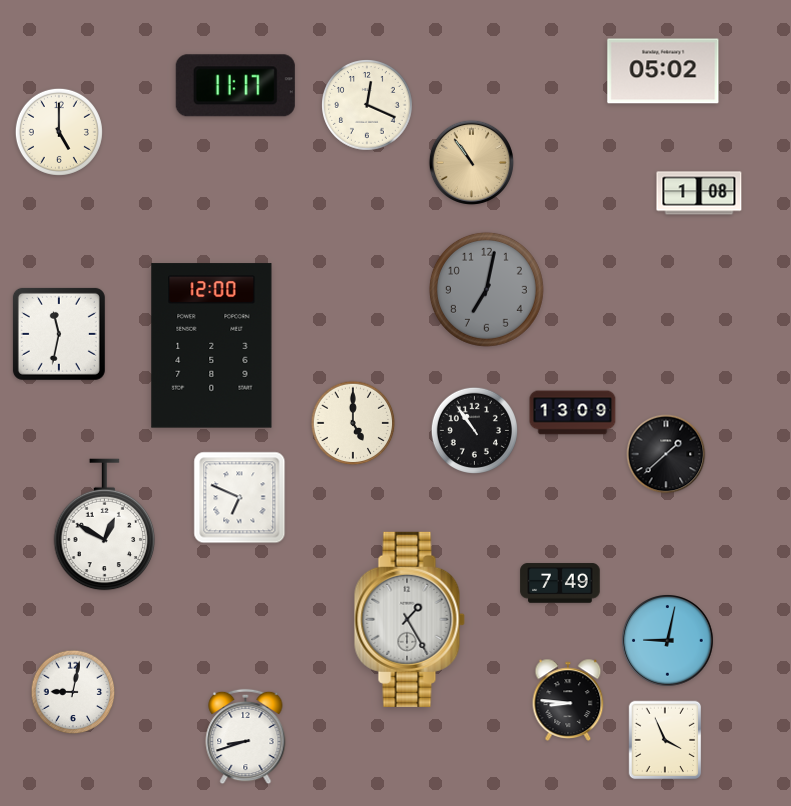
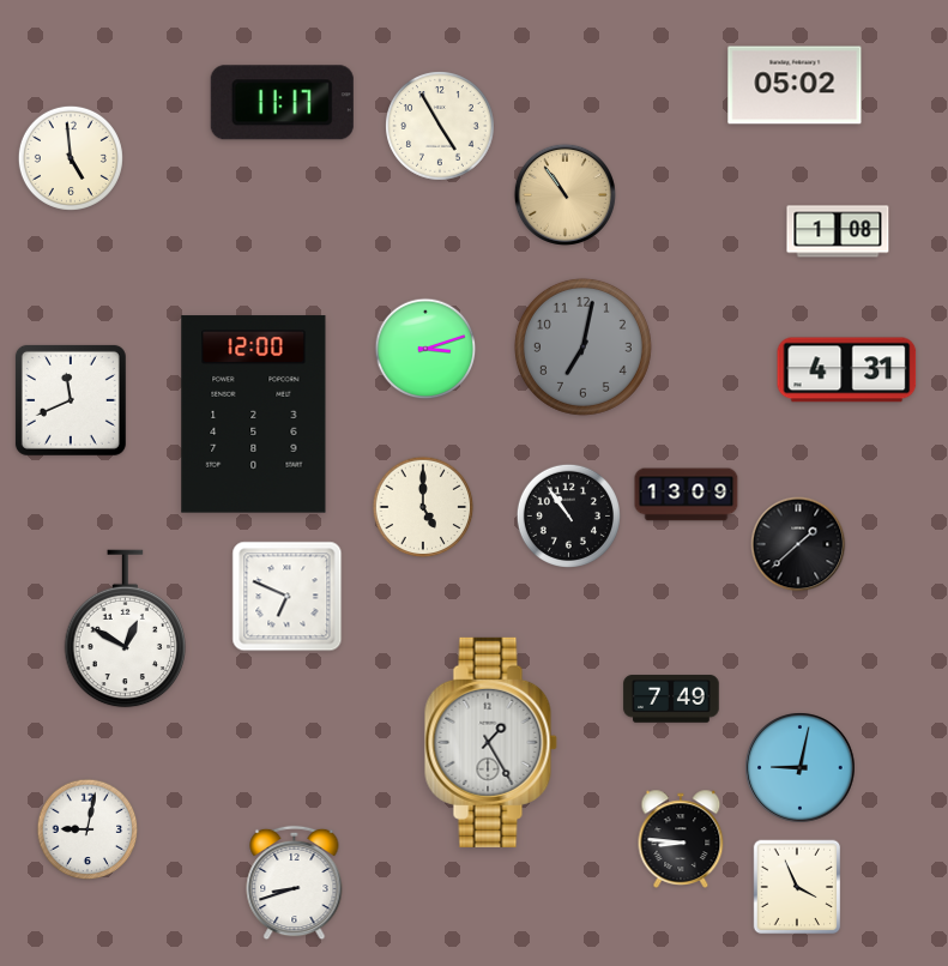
clock at (368, 106): 12:19 -> 4:55
clock at (59, 132): 5:00 -> 4:59
clock at (425, 349): none -> 3:12
clock at (847, 370): none -> 4:31
clock at (59, 334): 11:32 -> 11:41
